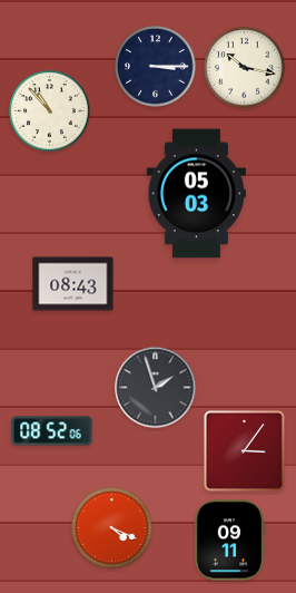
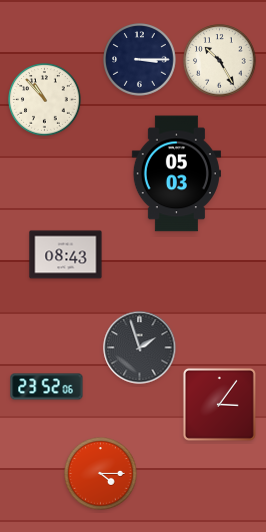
clock at (245, 68): 10:17 -> 10:25
clock at (52, 431): 08:52 -> 23:52
clock at (112, 528): 4:19 -> 4:15
clock at (229, 541): 09:11 -> none
